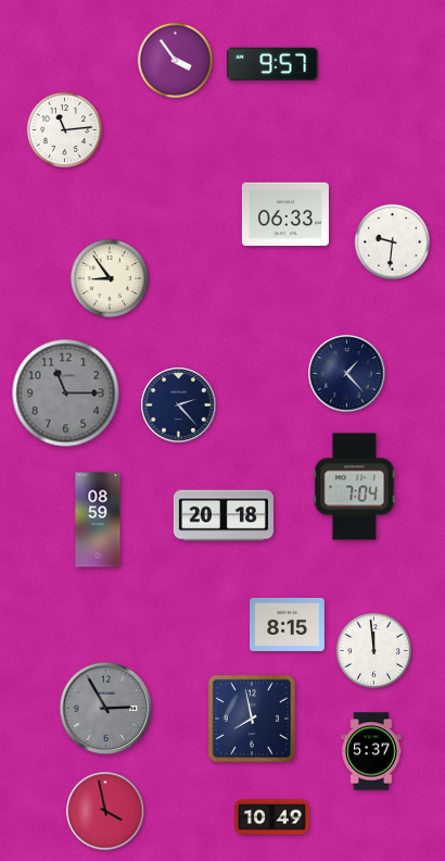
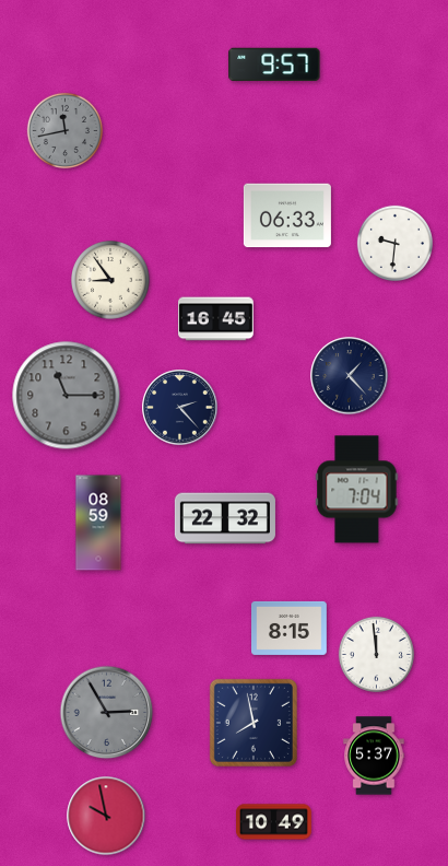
clock at (175, 60): 3:54 -> none
clock at (64, 129): 11:14 -> 11:43
clock at (64, 129) dial: white -> grey
clock at (216, 319): none -> 16:45
clock at (224, 515): 20:18 -> 22:32
clock at (105, 811): 3:58 -> 9:58
